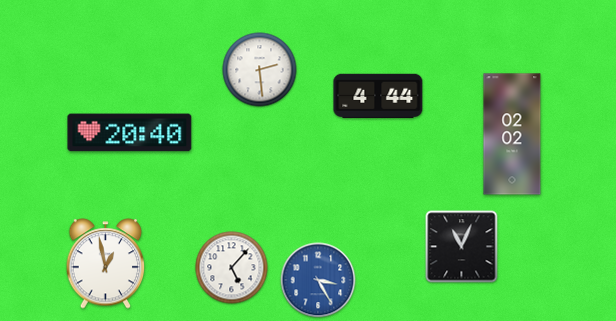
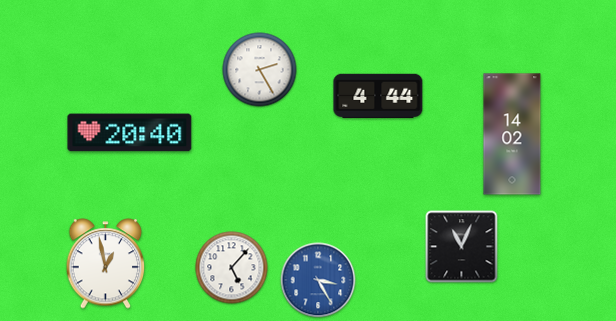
clock at (260, 70): 2:29 -> 2:25
clock at (512, 134): 02:02 -> 14:02
